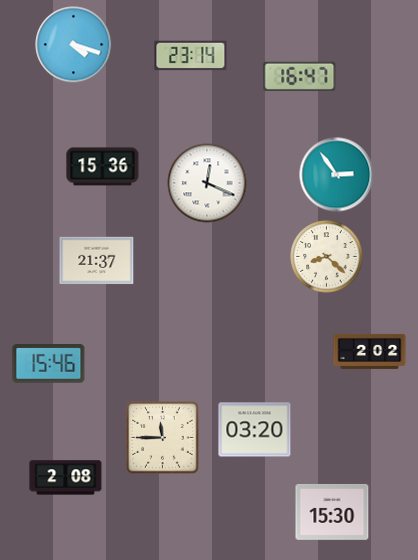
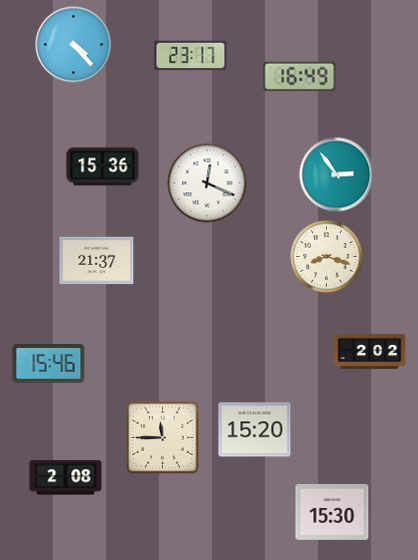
clock at (74, 45): 4:18 -> 4:23
clock at (191, 56): 23:14 -> 23:17
clock at (300, 76): 16:47 -> 16:49
clock at (327, 257): 8:22 -> 8:18
clock at (255, 430): 03:20 -> 15:20
